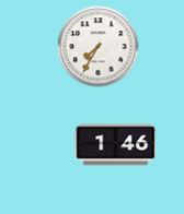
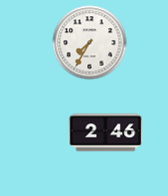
clock at (116, 145): 1:46 -> 2:46
